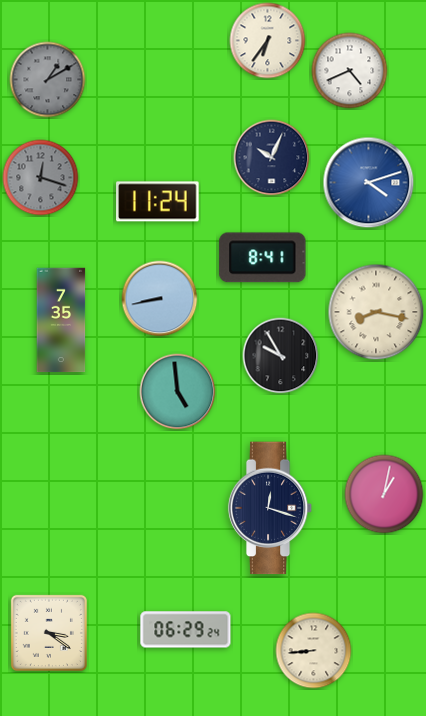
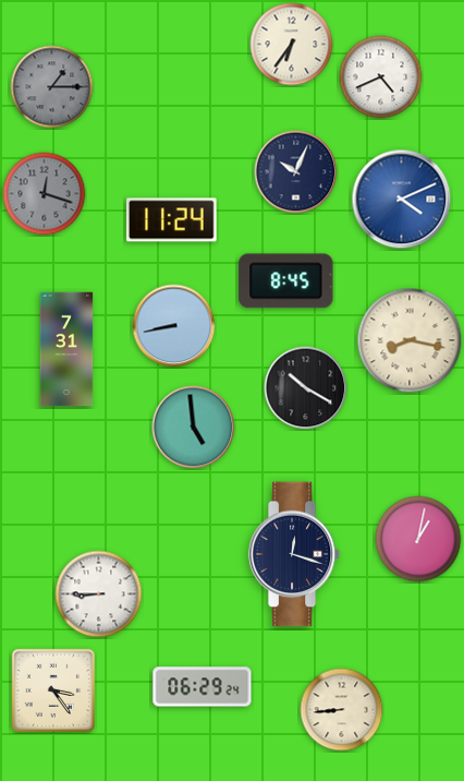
clock at (48, 80): 1:10 -> 1:15
clock at (369, 183): 4:12 -> 4:11
clock at (263, 258): 8:41 -> 8:45
clock at (61, 320): 7:35 -> 7:31
clock at (281, 356): 9:55 -> 10:20
clock at (99, 594): none -> 8:45
clock at (49, 633): 3:21 -> 3:24
